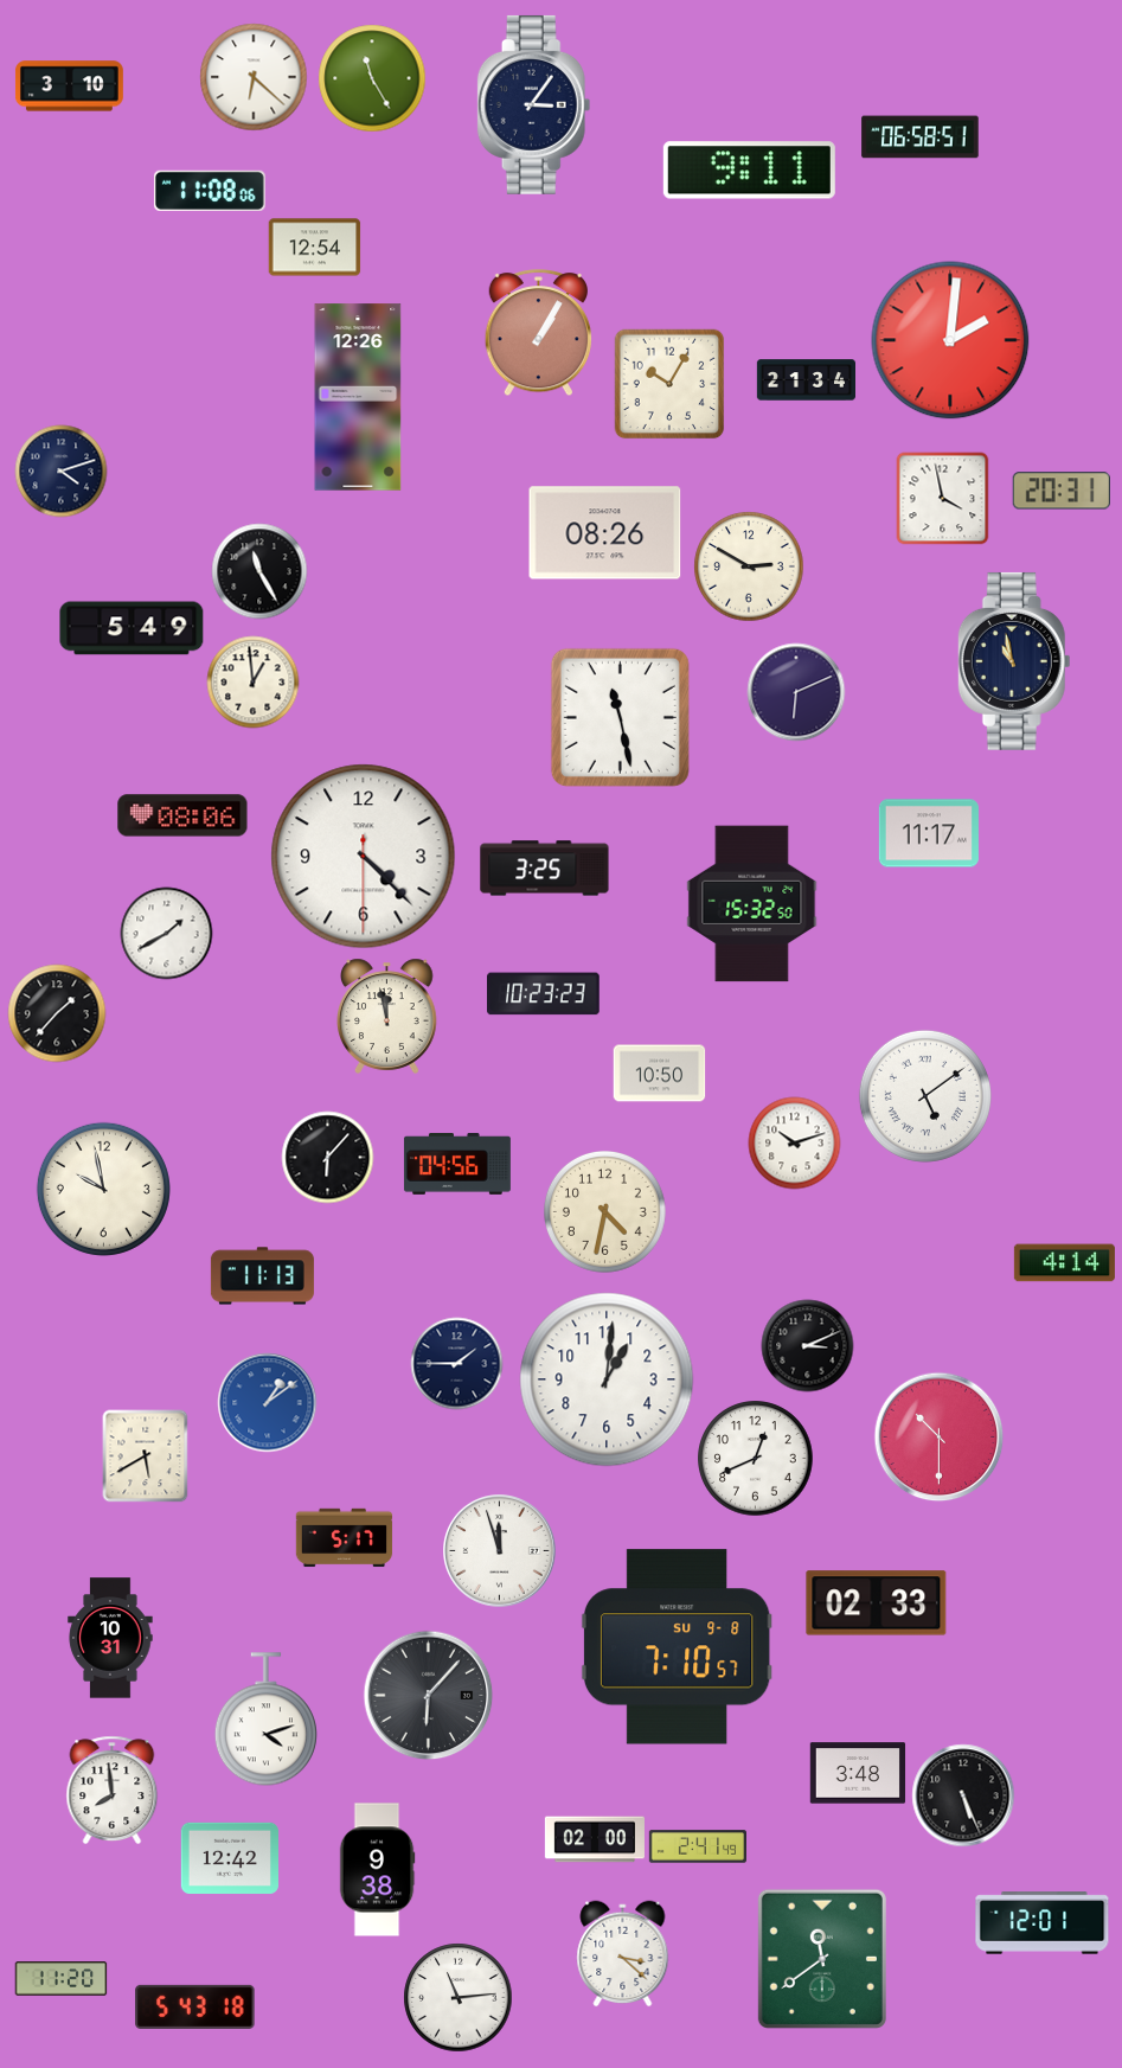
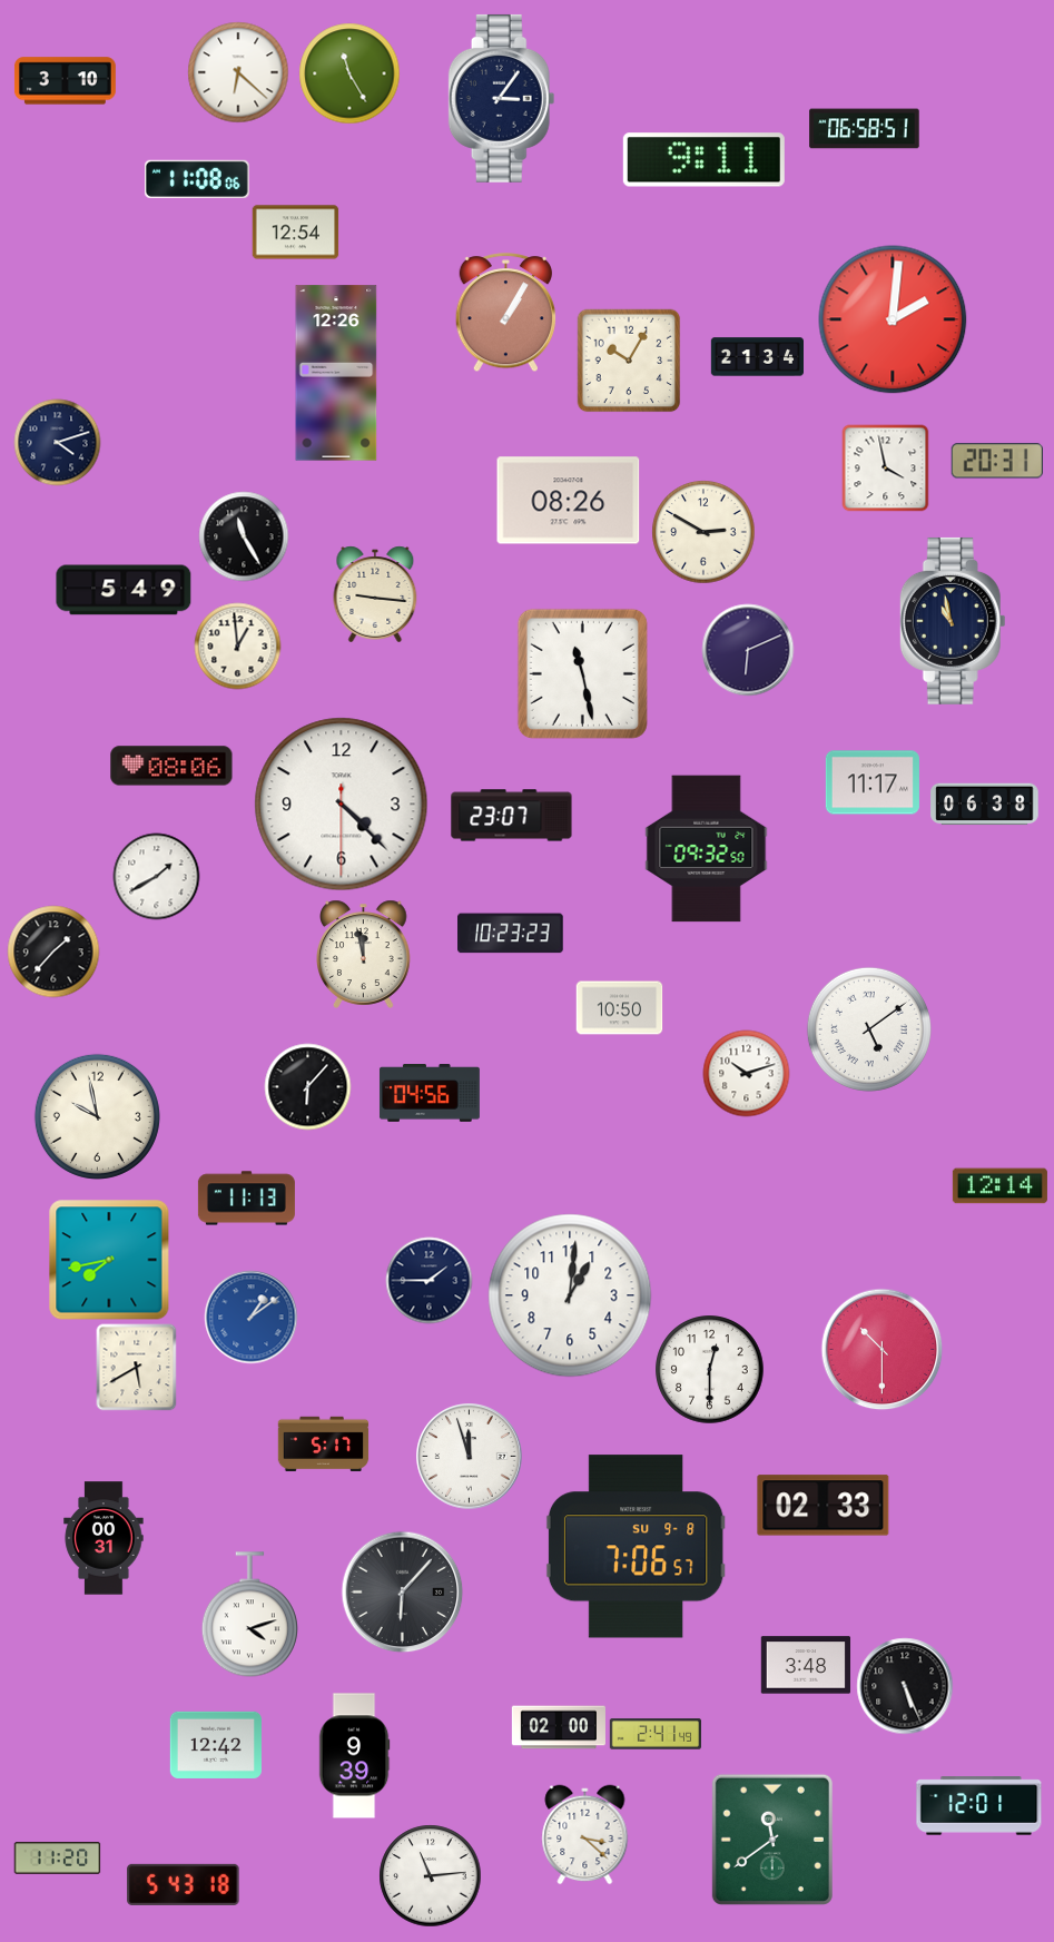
clock at (375, 594): none -> 9:16
clock at (252, 681) position: (252, 681) -> (237, 645)
clock at (985, 805): none -> 06:38
clock at (545, 869): 3:25 -> 23:07
clock at (752, 904): 15:32 -> 09:32
clock at (604, 1211): 4:32 -> none
clock at (1064, 1263): 4:14 -> 12:14
clock at (109, 1260): none -> 7:43
clock at (807, 1345): 3:11 -> none
clock at (756, 1459): 12:41 -> 12:30
clock at (110, 1638): 10:31 -> 00:31
clock at (677, 1647): 7:10 -> 7:06
clock at (113, 1790): 7:59 -> none
clock at (377, 1870): 9:38 -> 9:39
